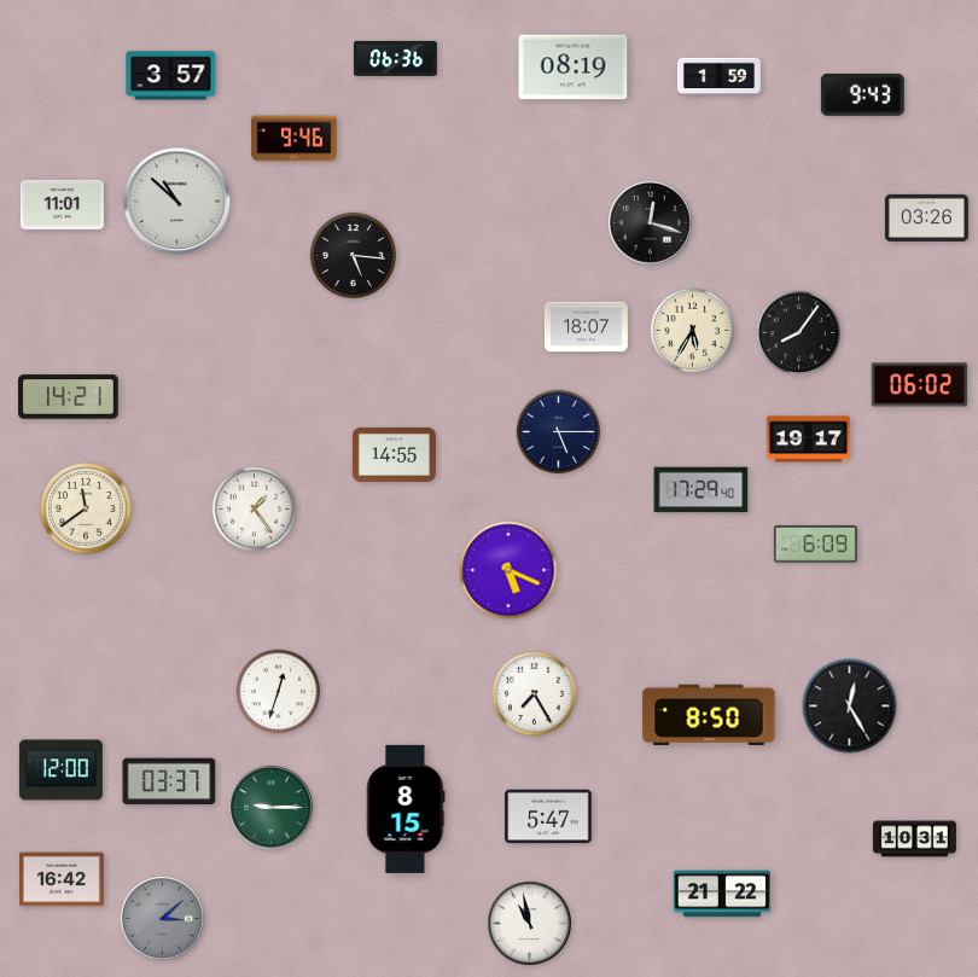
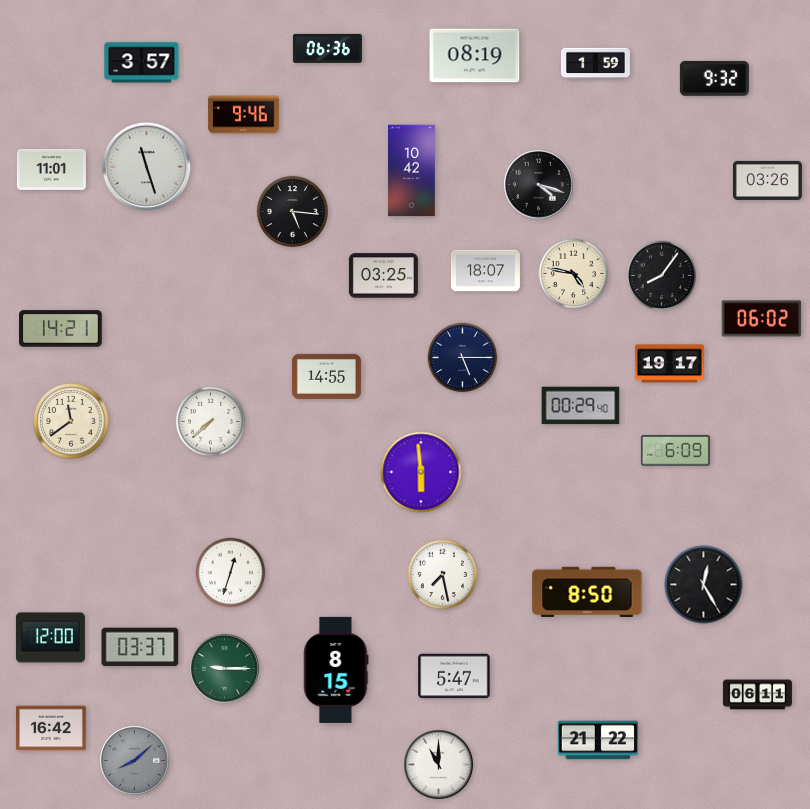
clock at (862, 94): 9:43 -> 9:32
clock at (177, 202): 10:52 -> 11:27
clock at (412, 171): none -> 10:42
clock at (651, 223): 12:18 -> 4:18
clock at (693, 331): 5:35 -> 4:47
clock at (383, 276): none -> 03:25
clock at (69, 397) position: (69, 397) -> (61, 329)
clock at (702, 490): 17:29 -> 00:29
clock at (255, 510): 1:24 -> 7:38
clock at (508, 570): 5:19 -> 5:59
clock at (535, 694): 7:25 -> 7:28
clock at (914, 839): 10:31 -> 06:11
clock at (163, 919): 3:08 -> 8:08
clock at (530, 924): 10:58 -> 11:00
